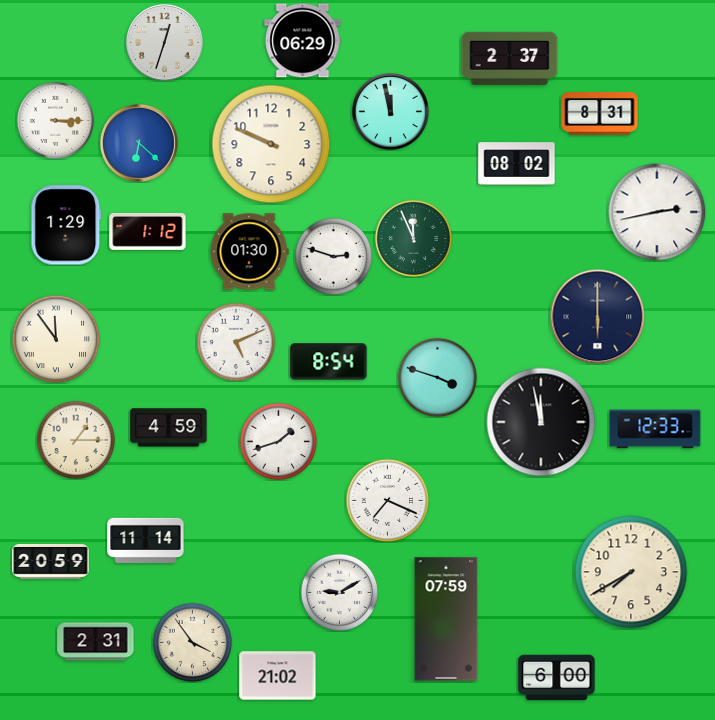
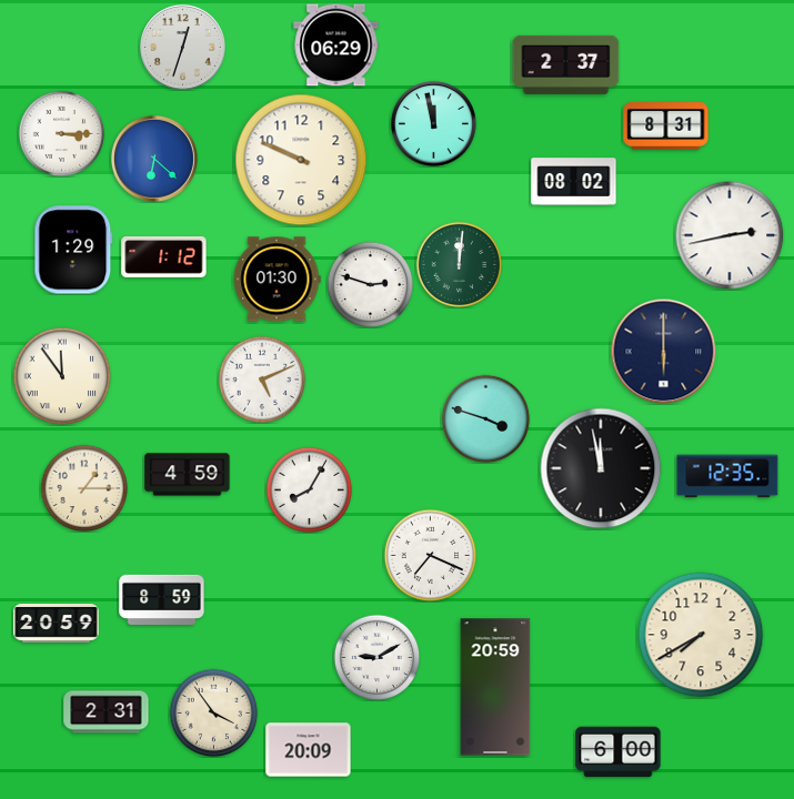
clock at (413, 238): 11:56 -> 12:01
clock at (329, 362): 8:54 -> none
clock at (655, 429): 12:33 -> 12:35
clock at (278, 441): 1:42 -> 8:05
clock at (146, 540): 11:14 -> 8:59
clock at (446, 619): 07:59 -> 20:59
clock at (278, 676): 21:02 -> 20:09
